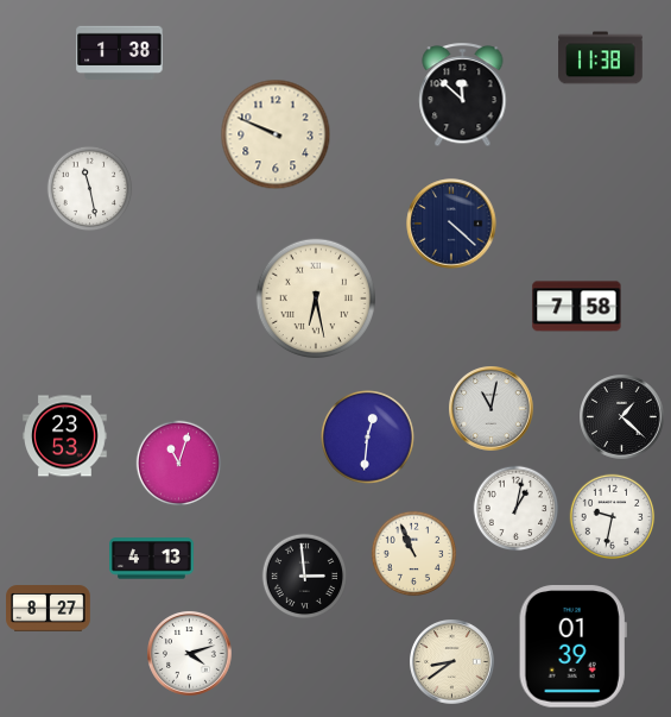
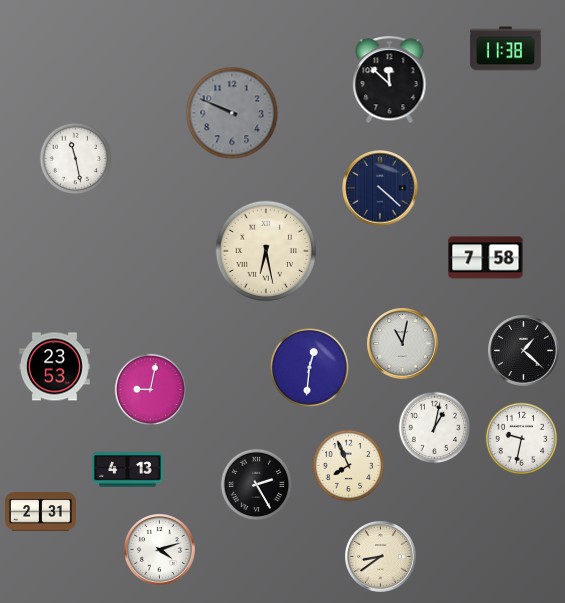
clock at (120, 52): 1:38 -> none
clock at (276, 134) dial: cream -> grey
clock at (492, 409) position: (492, 409) -> (403, 344)
clock at (179, 464): 11:03 -> 9:02
clock at (613, 517) position: (613, 517) -> (522, 439)
clock at (414, 554): 10:56 -> 7:56
clock at (305, 577): 2:59 -> 2:25
clock at (49, 609): 8:27 -> 2:31
clock at (572, 647): 01:39 -> none
